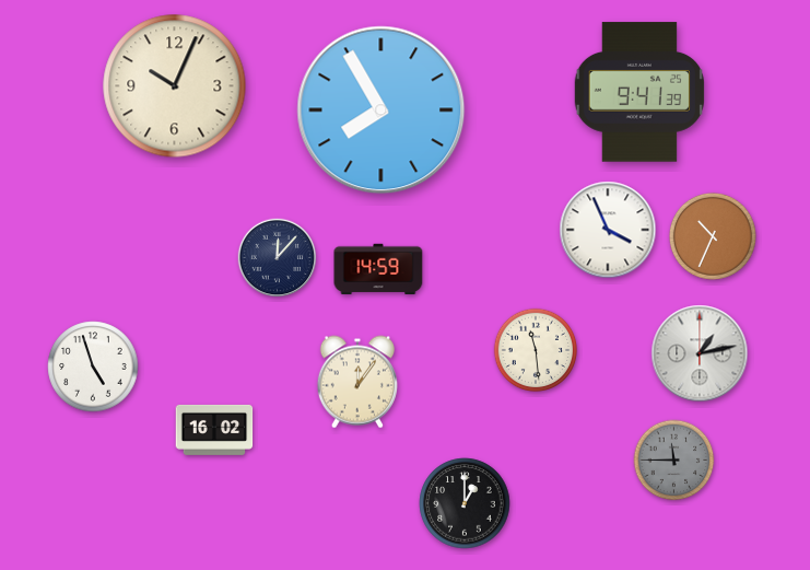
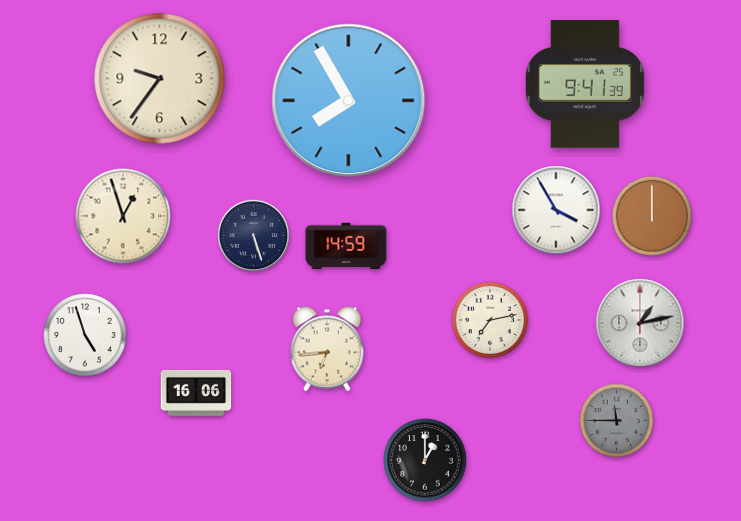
clock at (175, 86): 10:04 -> 9:36
clock at (608, 230): 3:56 -> 3:55
clock at (123, 216): none -> 12:57
clock at (713, 236): 10:34 -> 12:00
clock at (278, 258): 12:07 -> 5:27
clock at (536, 350): 11:29 -> 7:13
clock at (356, 382): 12:06 -> 6:44
clock at (214, 430): 16:02 -> 16:06
